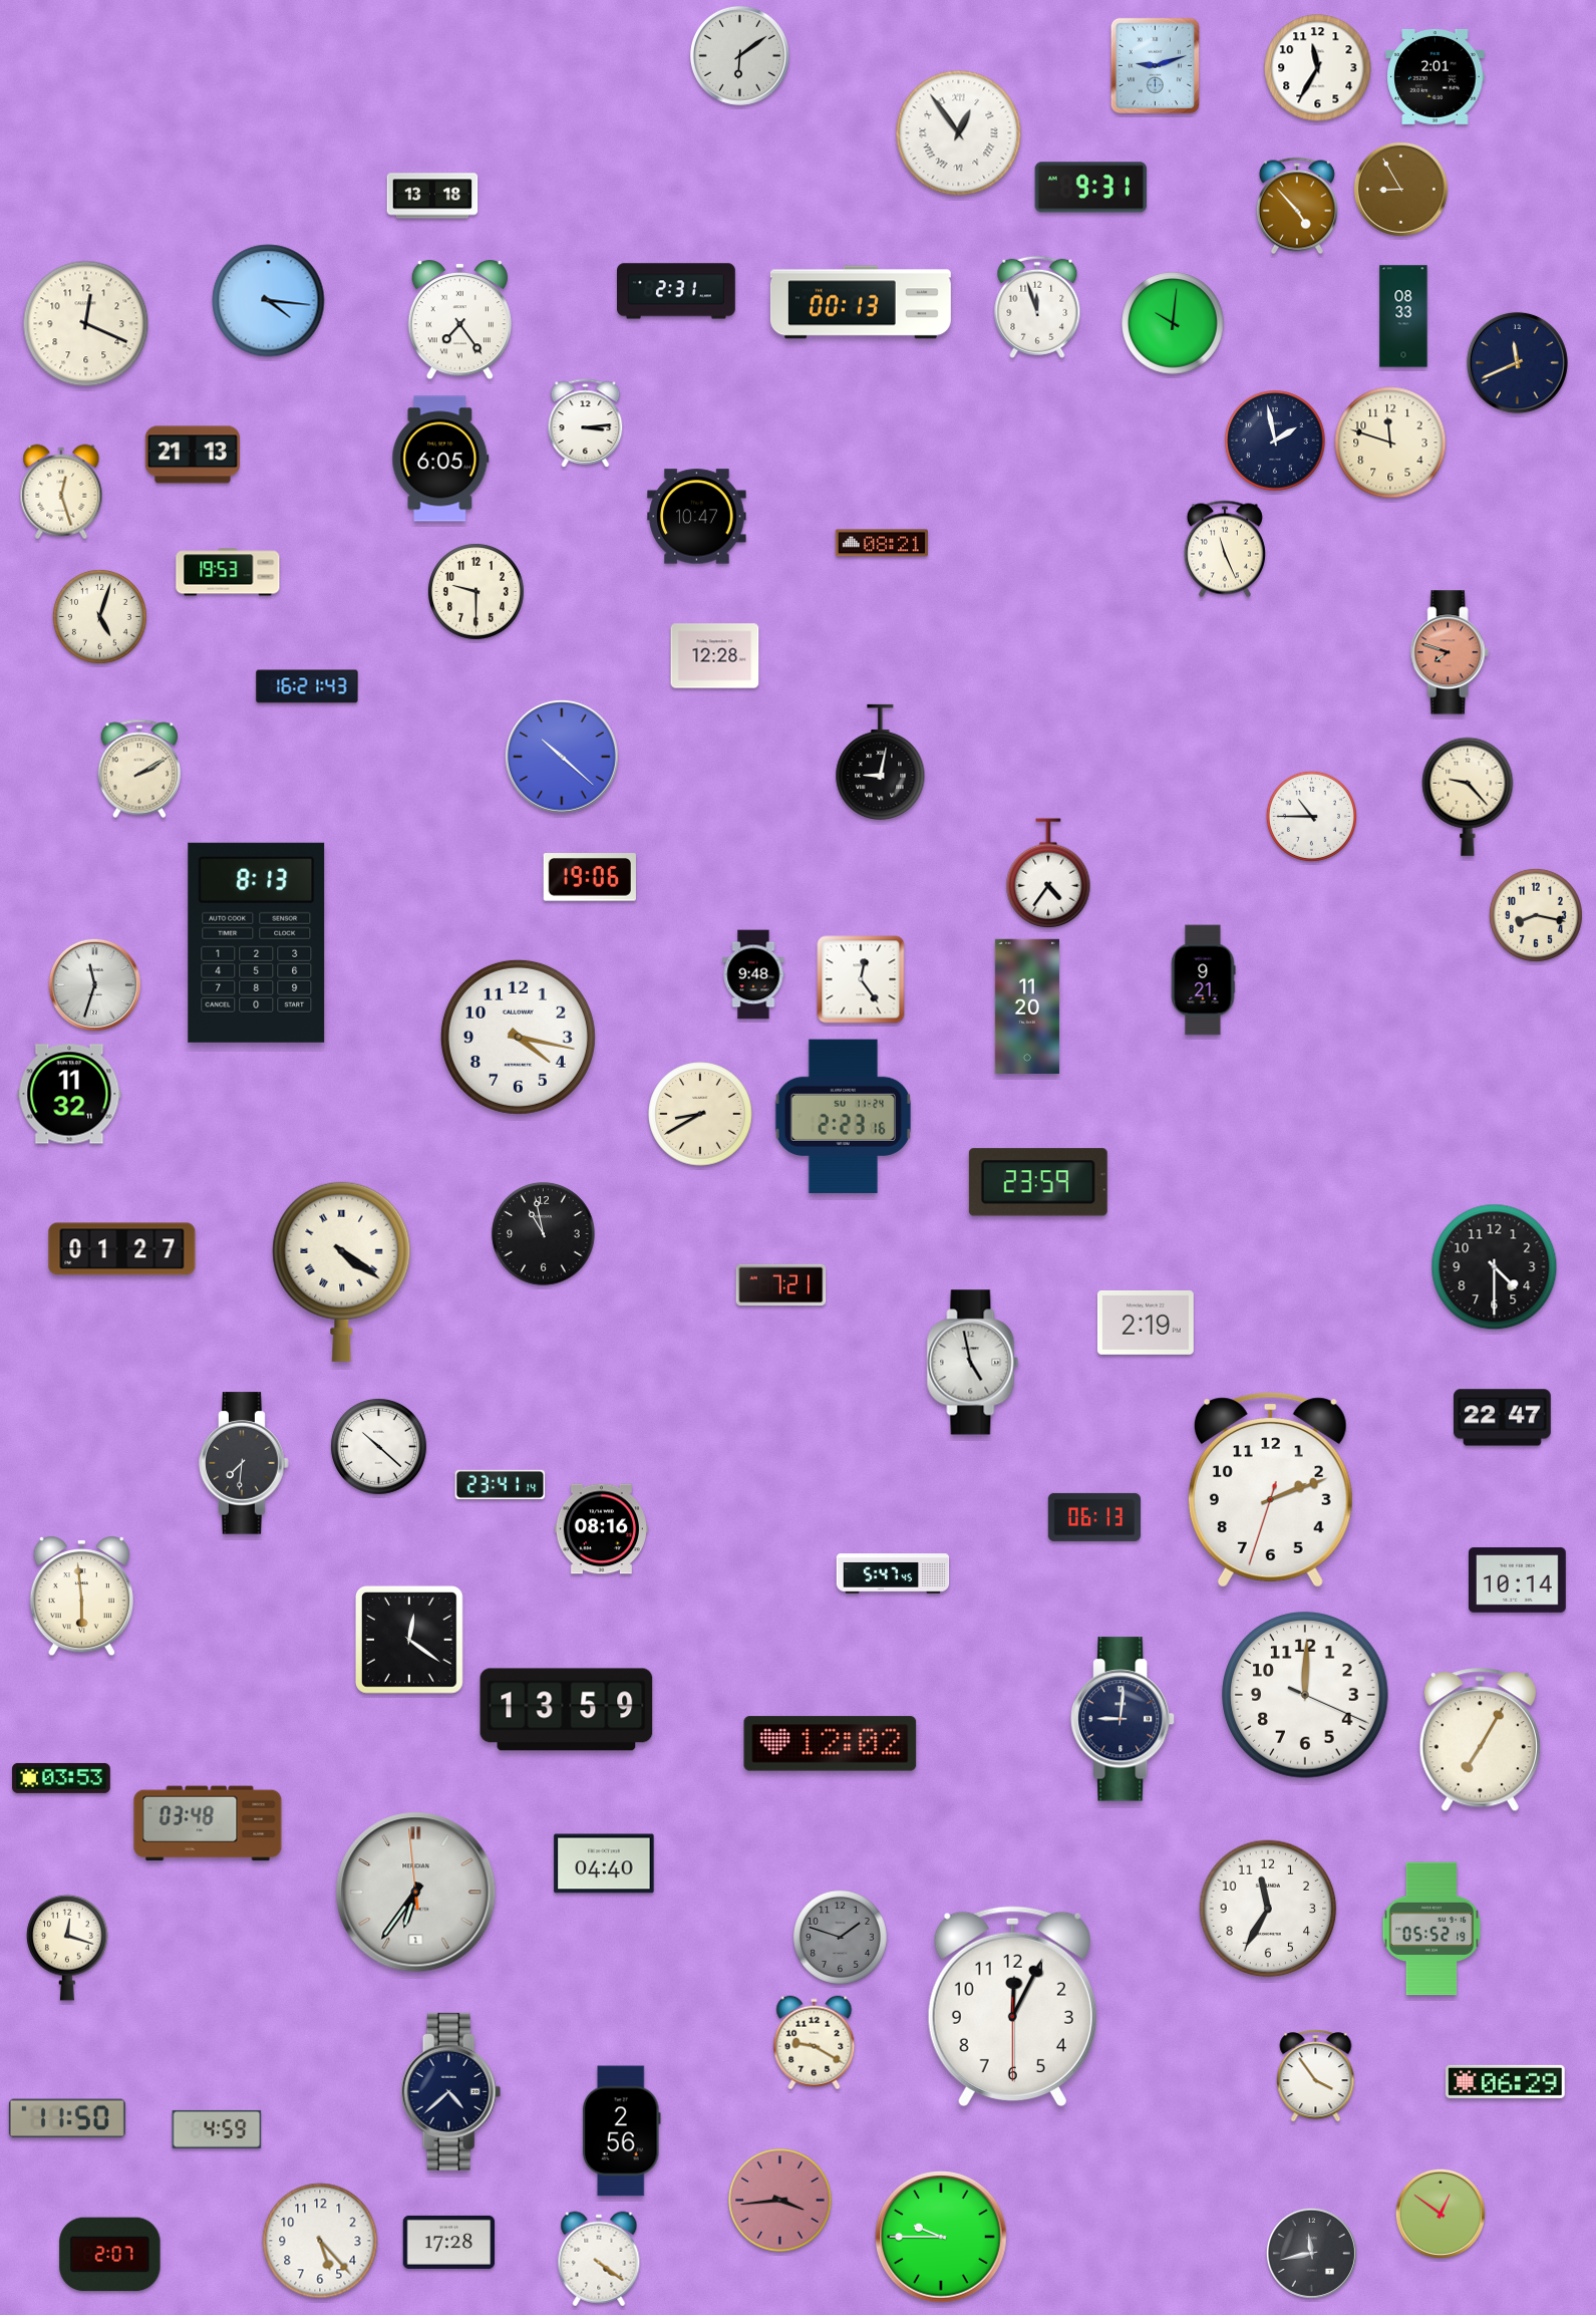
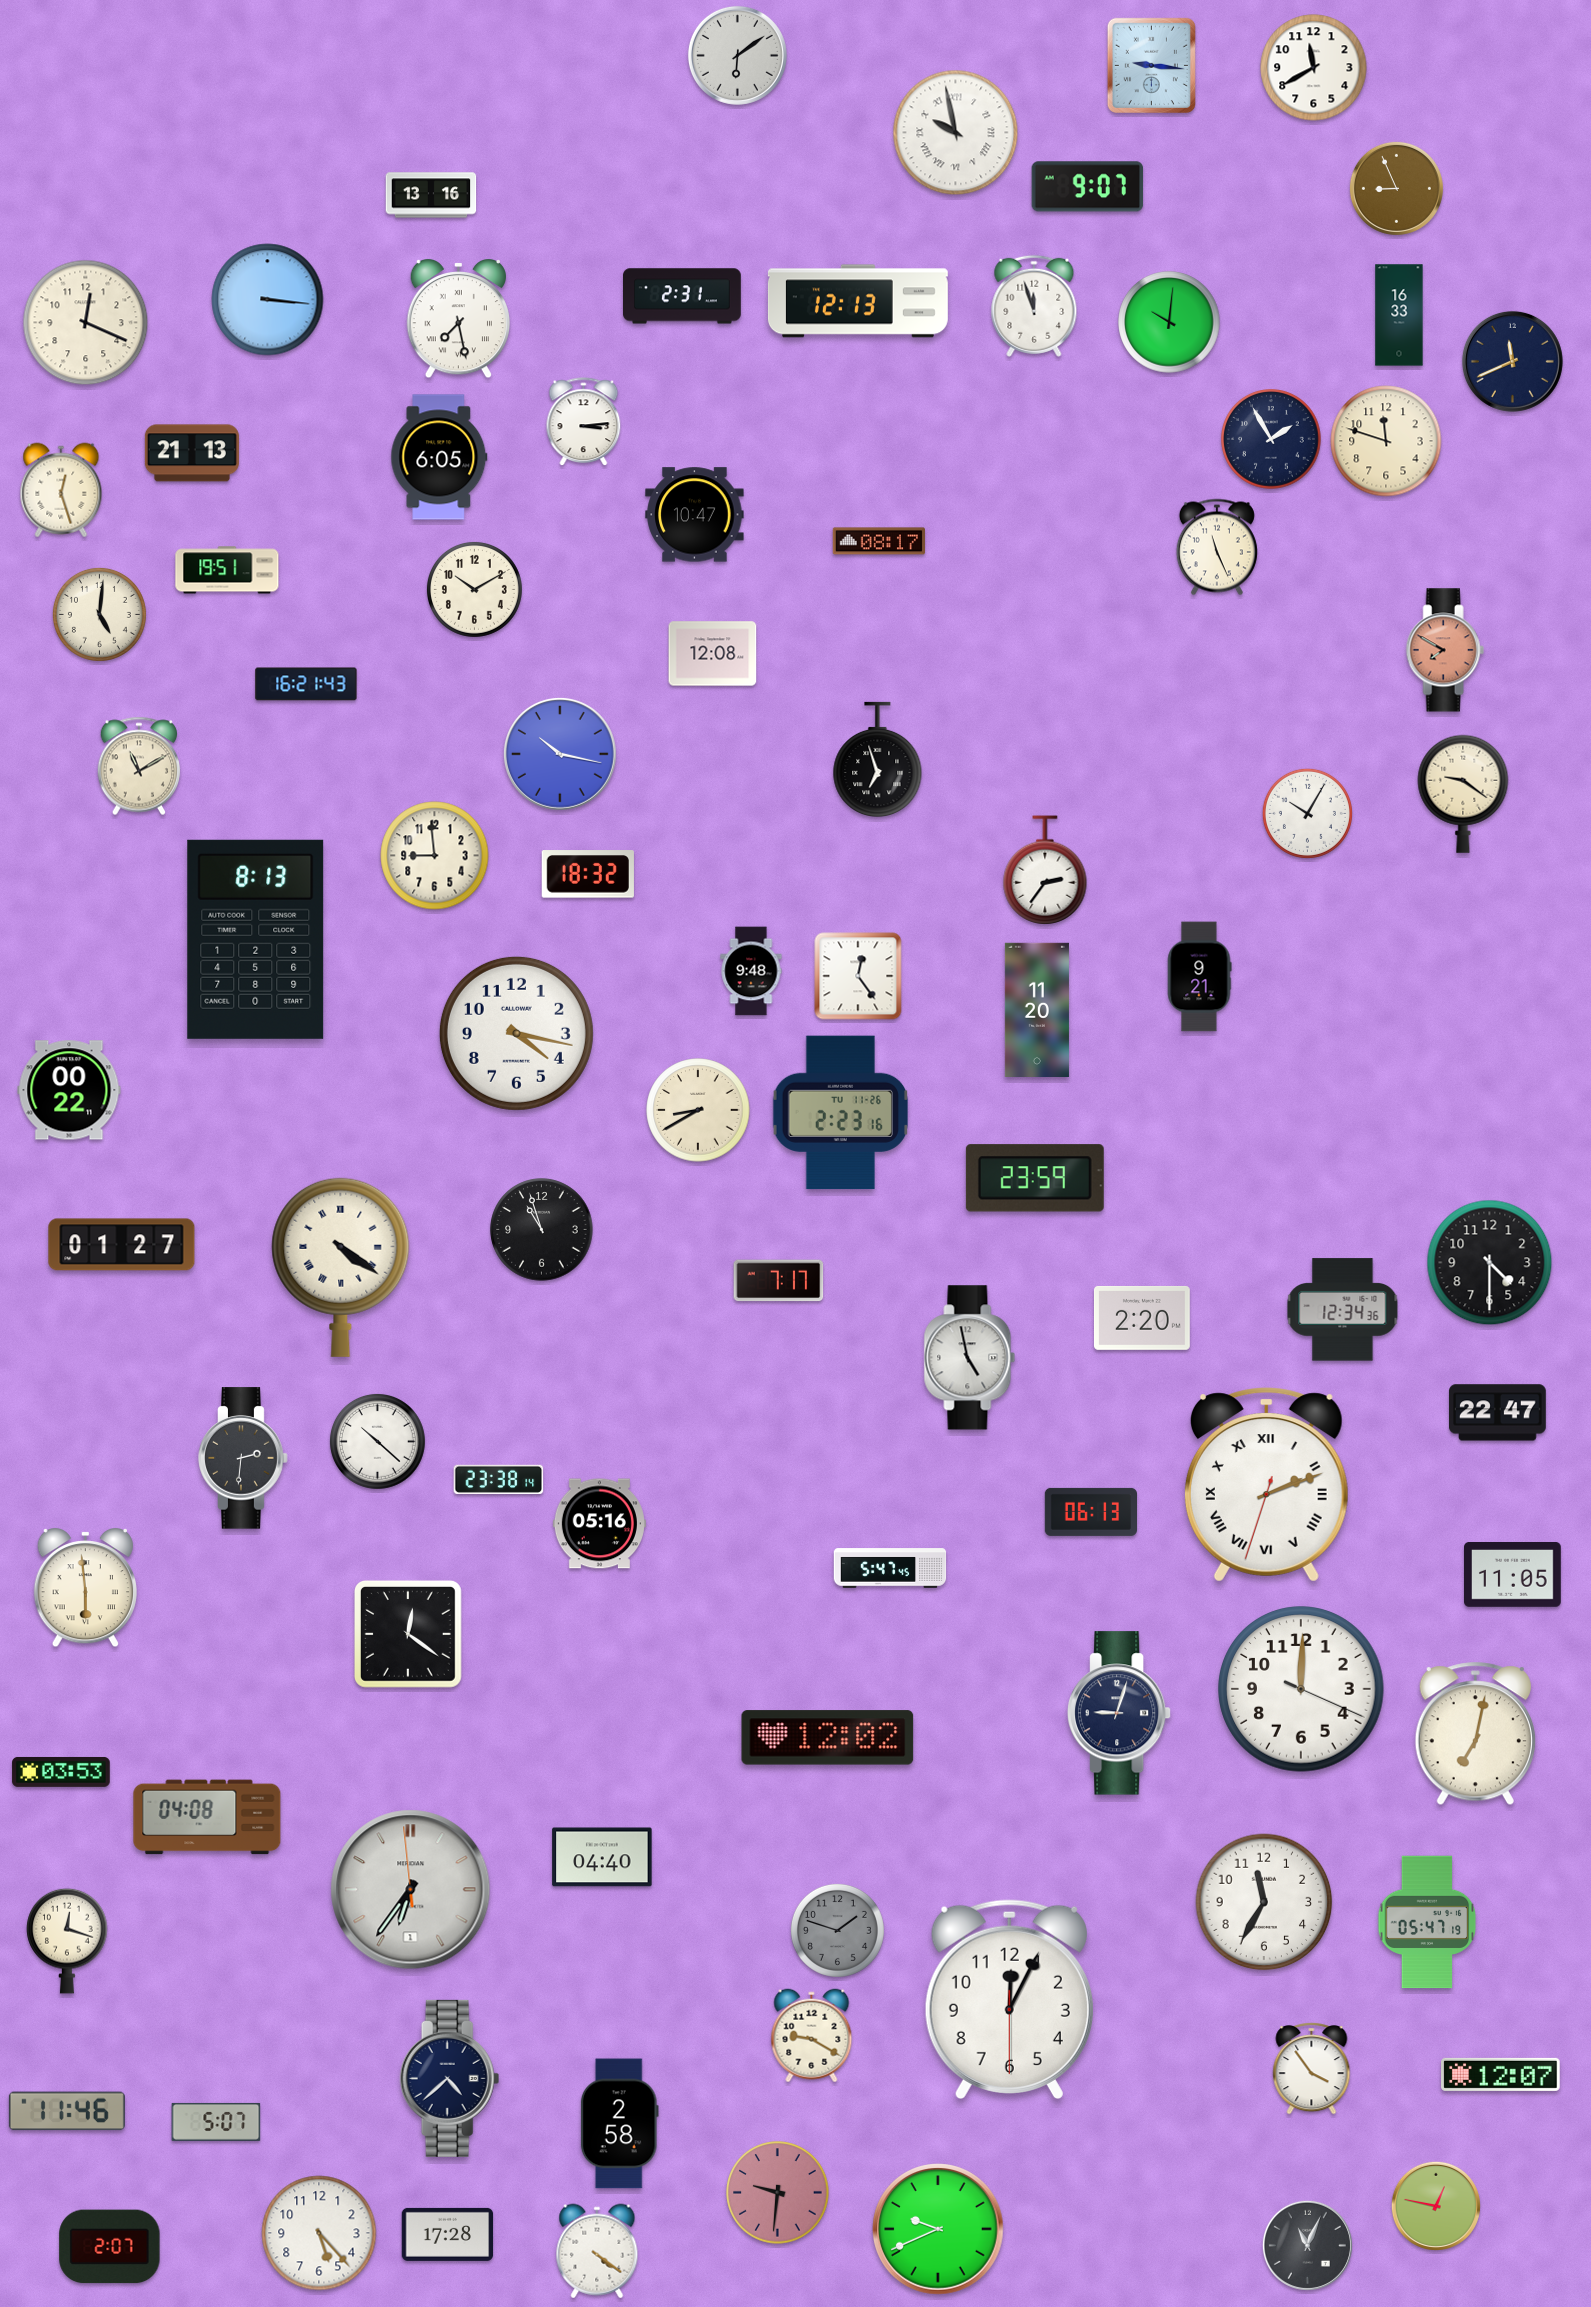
clock at (1155, 65): 9:12 -> 9:16
clock at (1318, 68): 11:35 -> 11:40
clock at (1435, 76): 2:01 -> none
clock at (959, 133): 12:54 -> 9:58
clock at (1091, 188): 9:31 -> 9:07
clock at (1400, 189): 8:55 -> 8:56
clock at (432, 196): 13:18 -> 13:16
clock at (1297, 206): 4:53 -> none
clock at (677, 291) position: (677, 291) -> (683, 296)
clock at (269, 301): 4:16 -> 3:16
clock at (861, 302): 00:13 -> 12:13
clock at (1403, 316): 08:33 -> 16:33
clock at (459, 321): 7:24 -> 7:28
clock at (1275, 441): 1:58 -> 1:55
clock at (881, 543): 08:21 -> 08:17
clock at (1225, 549) position: (1225, 549) -> (1217, 547)
clock at (228, 572): 19:53 -> 19:51
clock at (475, 591): 9:30 -> 10:10
clock at (99, 616): 5:03 -> 5:01
clock at (1450, 652): 7:48 -> 7:50
clock at (715, 656): 12:28 -> 12:08
clock at (562, 757): 10:22 -> 10:17
clock at (881, 763): 9:02 -> 6:57
clock at (139, 769): 2:10 -> 11:10
clock at (1468, 797): 9:23 -> 9:21
clock at (1311, 816): 10:45 -> 10:05
clock at (435, 856): none -> 8:59
clock at (1048, 873): 4:36 -> 2:36
clock at (590, 877): 19:06 -> 18:32
clock at (1536, 915): 8:17 -> none
clock at (94, 984): 11:33 -> none
clock at (1027, 1005) position: (1027, 1005) -> (1037, 1009)
clock at (69, 1094): 11:32 -> 00:22
clock at (843, 1117) date: SU 11-24 -> TU 11-26
clock at (544, 1234): 10:58 -> 10:57
clock at (781, 1285): 7:21 -> 7:17
clock at (1343, 1310): none -> 12:34
clock at (1146, 1323): 2:19 -> 2:20
clock at (244, 1463): 7:31 -> 2:31
clock at (501, 1484): 23:41 -> 23:38
clock at (1270, 1490) numerals: Arabic -> Roman
clock at (601, 1529): 08:16 -> 05:16
clock at (1518, 1580): 10:14 -> 11:05
clock at (81, 1598) position: (81, 1598) -> (85, 1589)
clock at (567, 1710): 13:59 -> none
clock at (1123, 1719): 9:01 -> 9:03
clock at (1480, 1740): 7:05 -> 7:02
clock at (208, 1823): 03:48 -> 04:08
clock at (416, 1893) position: (416, 1893) -> (411, 1890)
clock at (1431, 1929): 05:52 -> 05:47
clock at (1506, 2081): 06:29 -> 12:07
clock at (451, 2091) position: (451, 2091) -> (450, 2078)
clock at (67, 2118): 11:50 -> 11:46
clock at (217, 2129): 4:59 -> 5:07
clock at (621, 2131): 2:56 -> 2:58
clock at (780, 2201): 3:44 -> 9:31
clock at (1441, 2214): 12:51 -> 12:47
clock at (941, 2237): 9:45 -> 9:41
clock at (1311, 2253): 11:43 -> 11:04
